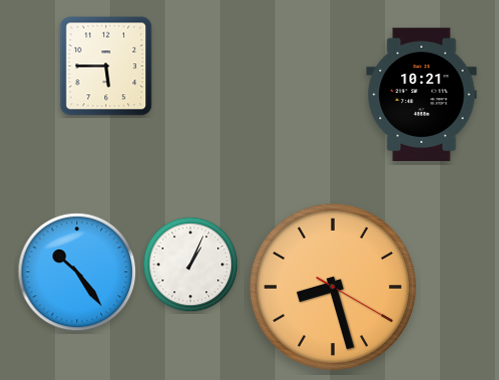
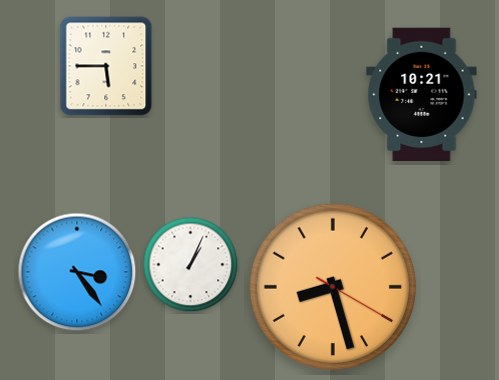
clock at (77, 272): 10:24 -> 3:24
